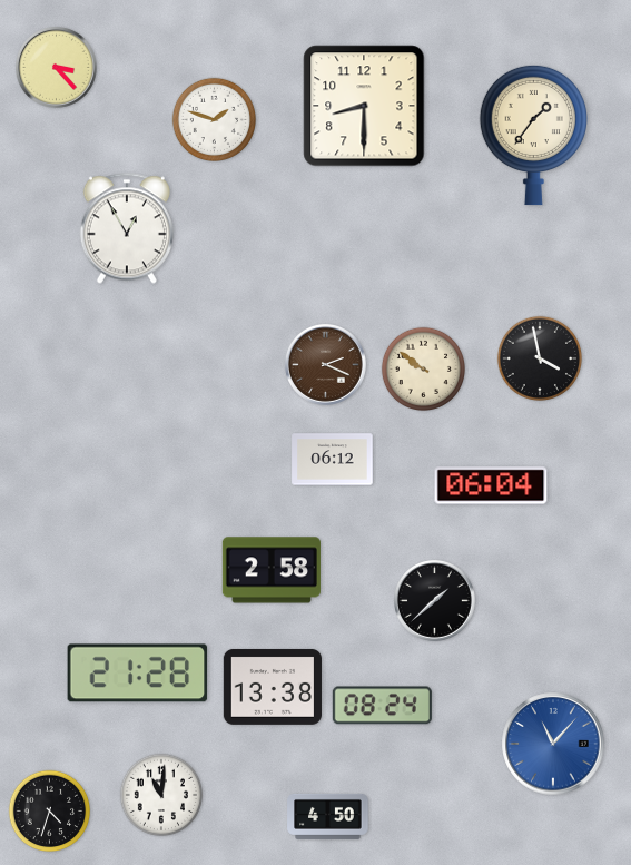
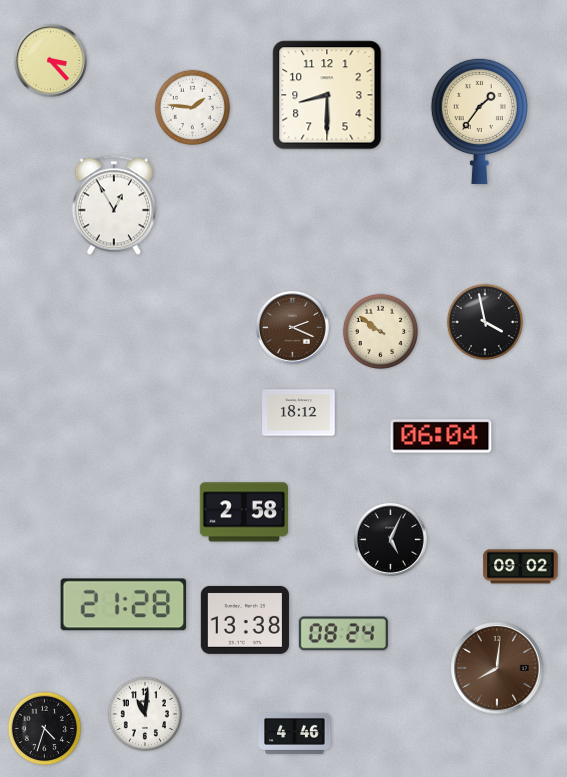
clock at (214, 119): 1:48 -> 1:46
clock at (333, 460): 06:12 -> 18:12
clock at (434, 600): 1:38 -> 5:04
clock at (521, 567): none -> 09:02
clock at (273, 687) position: (273, 687) -> (245, 620)
clock at (553, 744): 11:07 -> 8:01
clock at (553, 744) dial: blue -> brown
clock at (328, 816): 4:50 -> 4:46
